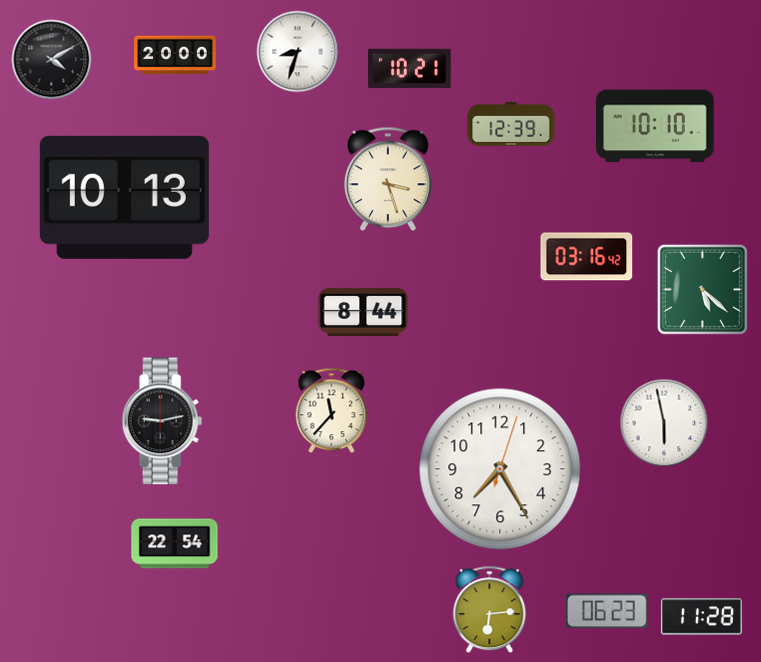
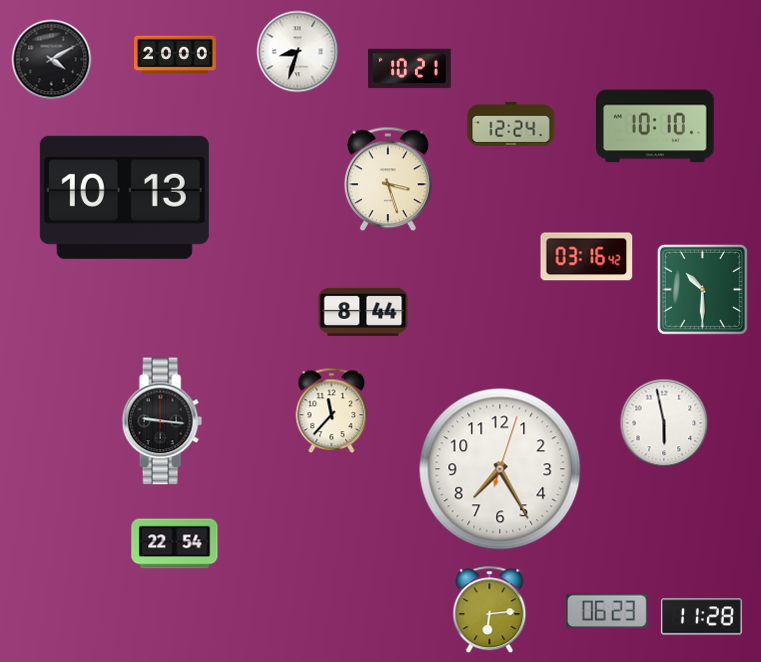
clock at (511, 124): 12:39 -> 12:24
clock at (702, 289): 5:22 -> 10:30
clock at (162, 421): 9:13 -> 9:16
